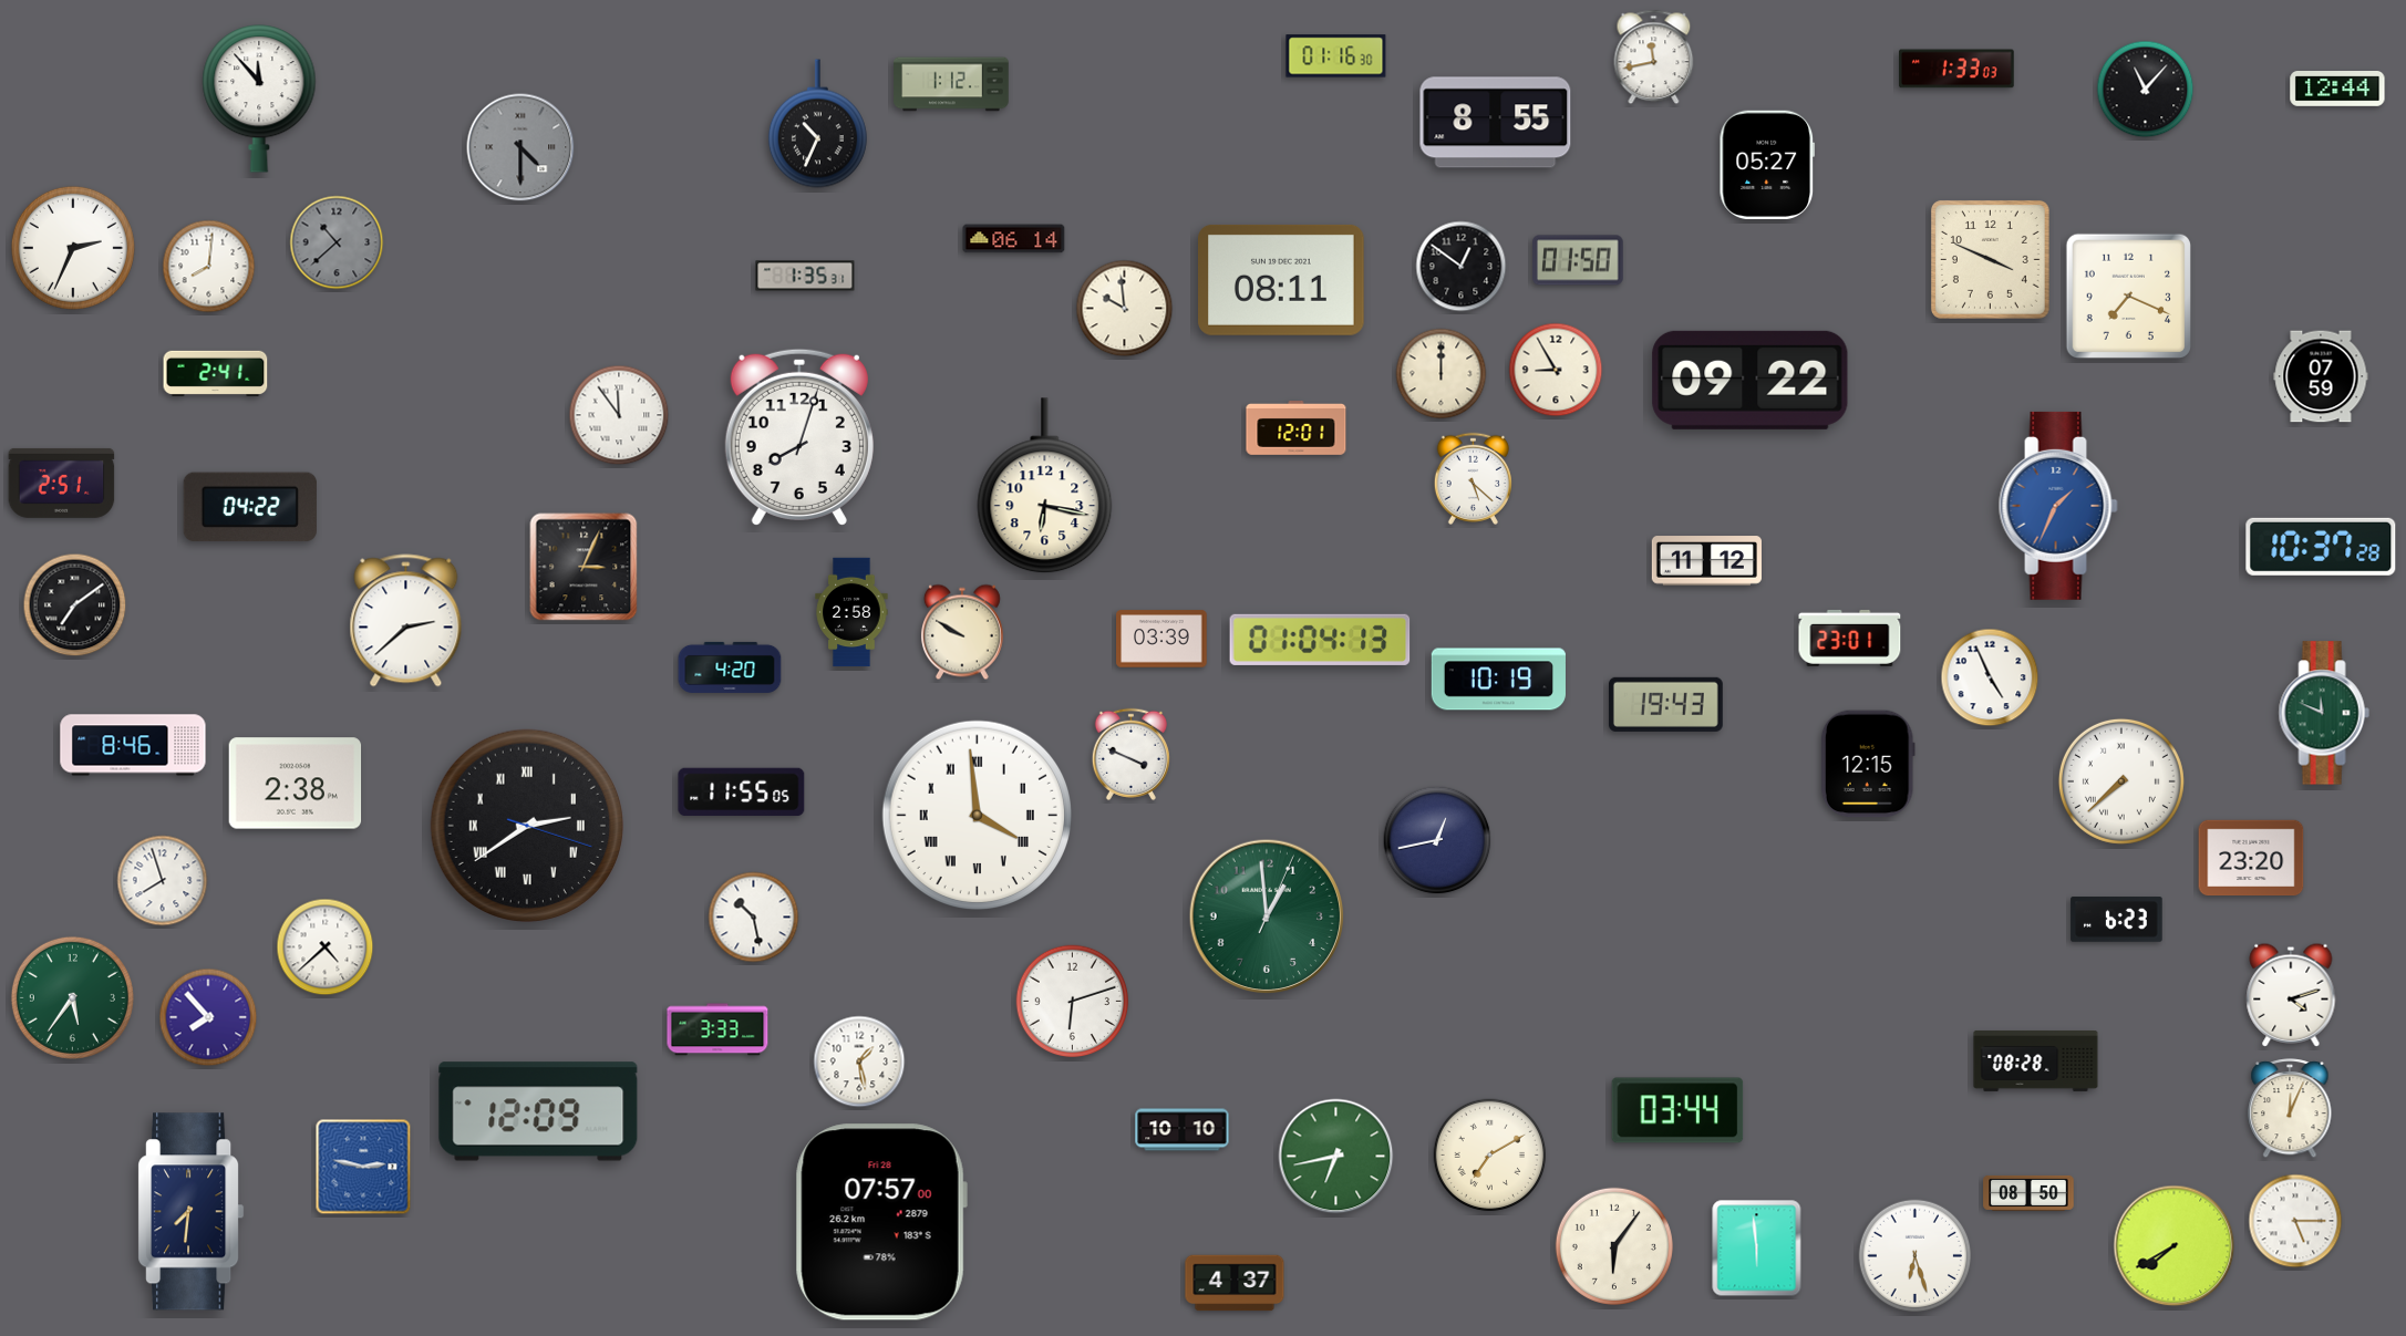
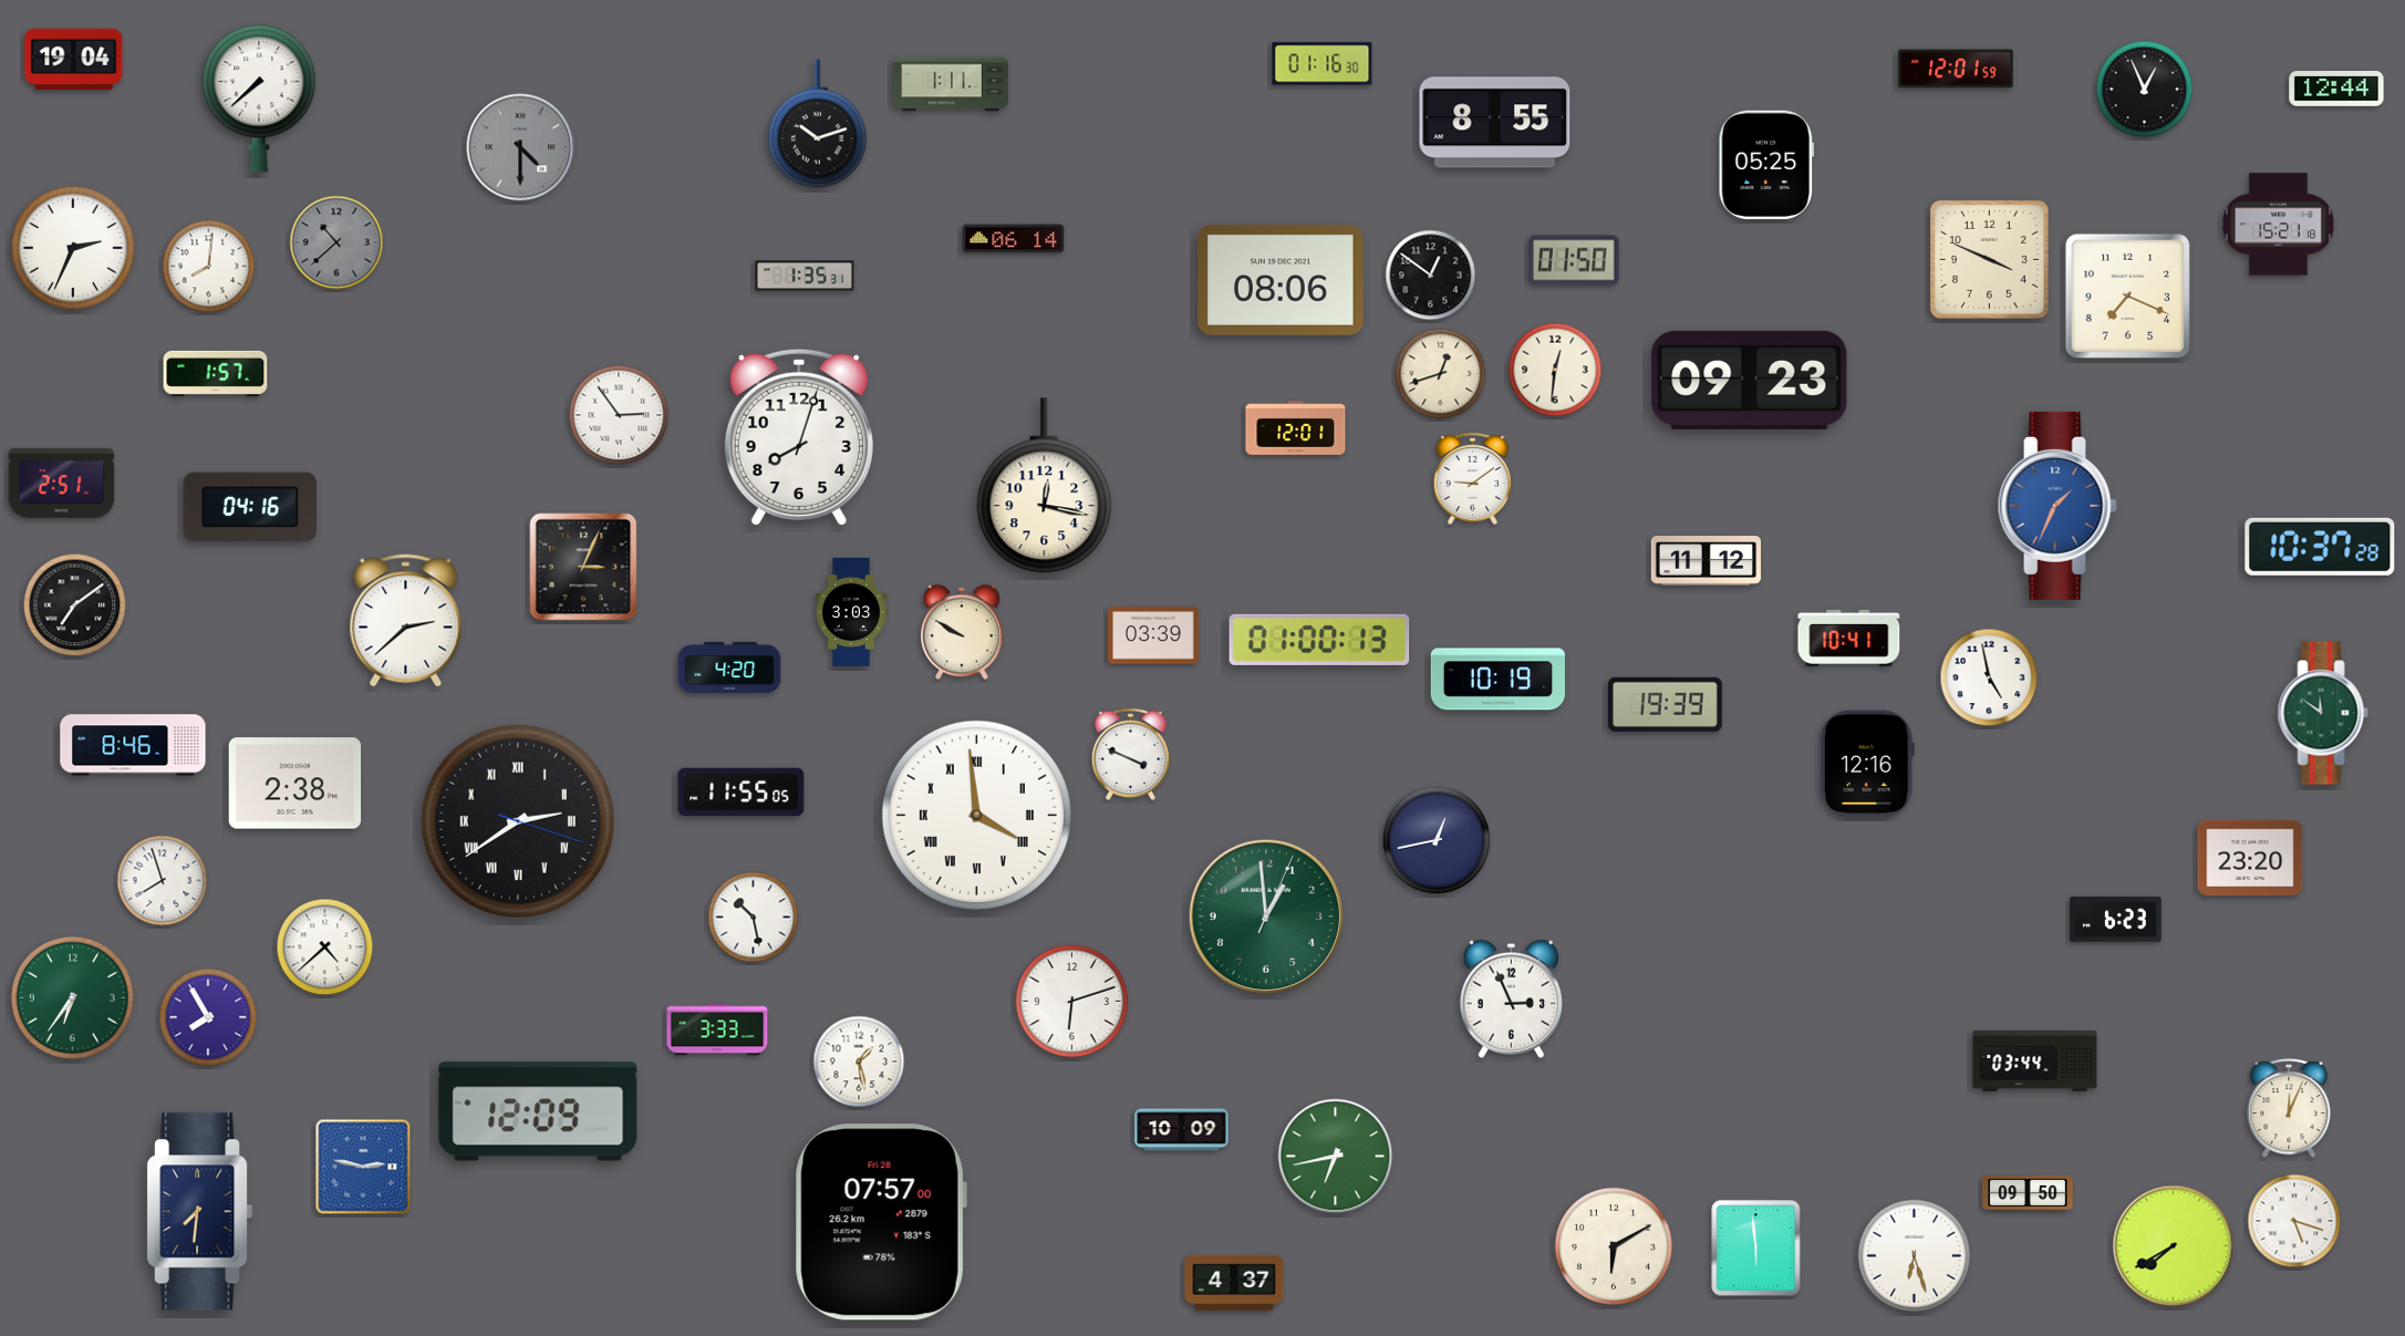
clock at (1336, 56) position: (1336, 56) -> (1323, 64)
clock at (1654, 58): 11:43 -> none
clock at (74, 60): none -> 19:04
clock at (1958, 69): 1:33 -> 12:01
clock at (951, 84): 1:12 -> 1:11
clock at (2146, 90): 11:07 -> 12:56
clock at (259, 99): 11:53 -> 7:38
clock at (817, 124): 10:34 -> 10:12
clock at (1767, 164): 05:27 -> 05:25
clock at (2278, 225): none -> 15:21
clock at (1578, 260) position: (1578, 260) -> (1574, 260)
clock at (1462, 267) position: (1462, 267) -> (1431, 276)
clock at (1282, 280): 08:11 -> 08:06
clock at (1125, 309): 9:59 -> none
clock at (1556, 370): 8:55 -> 12:31
clock at (216, 373): 2:41 -> 1:57
clock at (1442, 374): 12:00 -> 12:42
clock at (2321, 376): 07:59 -> none
clock at (1751, 380): 09:22 -> 09:23
clock at (619, 415): 11:54 -> 2:54
clock at (1473, 478): 5:22 -> 9:09
clock at (1045, 486): 6:17 -> 12:17
clock at (250, 507): 04:22 -> 04:16
clock at (851, 612): 2:58 -> 3:03
clock at (1850, 638): 23:01 -> 10:41
clock at (1161, 639) position: (1161, 639) -> (1153, 635)
clock at (1320, 640): 01:04 -> 01:00
clock at (1990, 677): 4:56 -> 4:58
clock at (1665, 704): 19:43 -> 19:39
clock at (2324, 713): 11:49 -> 11:51
clock at (1868, 764): 12:15 -> 12:16
clock at (2121, 781): 7:38 -> none
clock at (527, 826) position: (527, 826) -> (518, 821)
clock at (2291, 995): 4:12 -> none
clock at (72, 997): 5:36 -> 6:36
clock at (1512, 998): none -> 2:56
clock at (208, 1017): 7:53 -> 7:55
clock at (2036, 1060): 08:28 -> 03:44
clock at (1677, 1110): 03:44 -> none
clock at (1183, 1130): 10:10 -> 10:09
clock at (1490, 1156): 7:10 -> none
clock at (2028, 1193): 08:50 -> 09:50
clock at (192, 1212) position: (192, 1212) -> (200, 1212)
clock at (2295, 1221): 5:15 -> 5:18
clock at (1614, 1246): 6:06 -> 6:10
